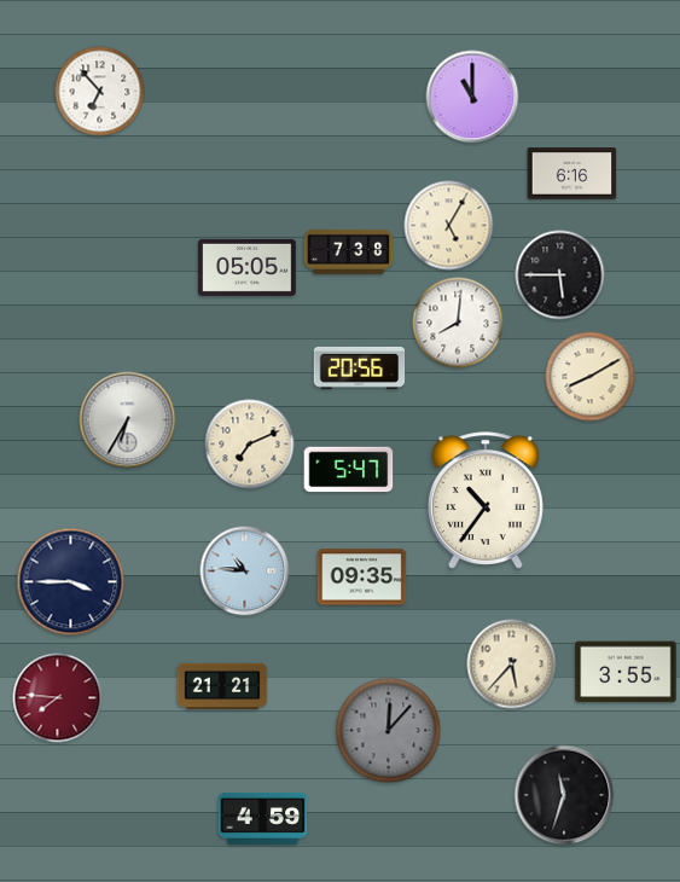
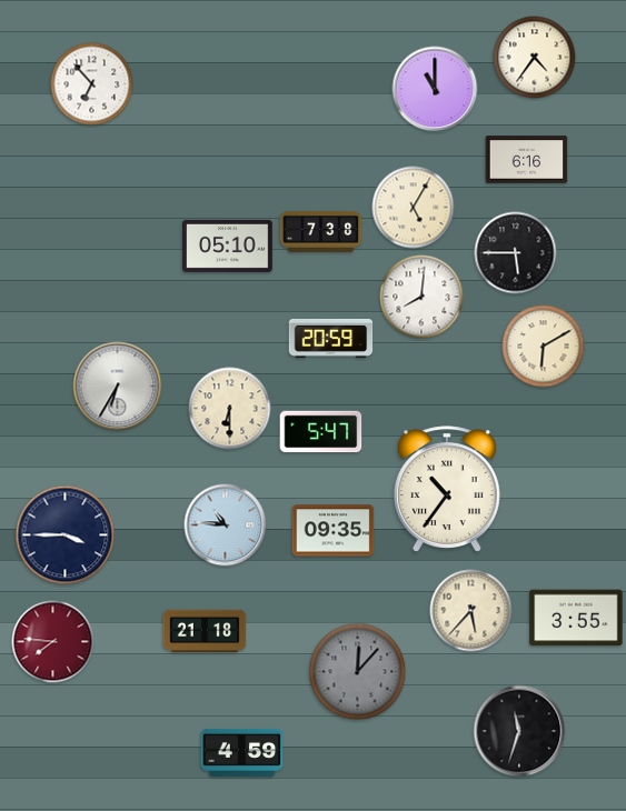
clock at (535, 58): none -> 4:36
clock at (248, 267): 05:05 -> 05:10
clock at (360, 367): 20:56 -> 20:59
clock at (591, 377): 8:10 -> 6:10
clock at (250, 445): 7:11 -> 6:30
clock at (486, 500) position: (486, 500) -> (447, 489)
clock at (222, 686): 21:21 -> 21:18
